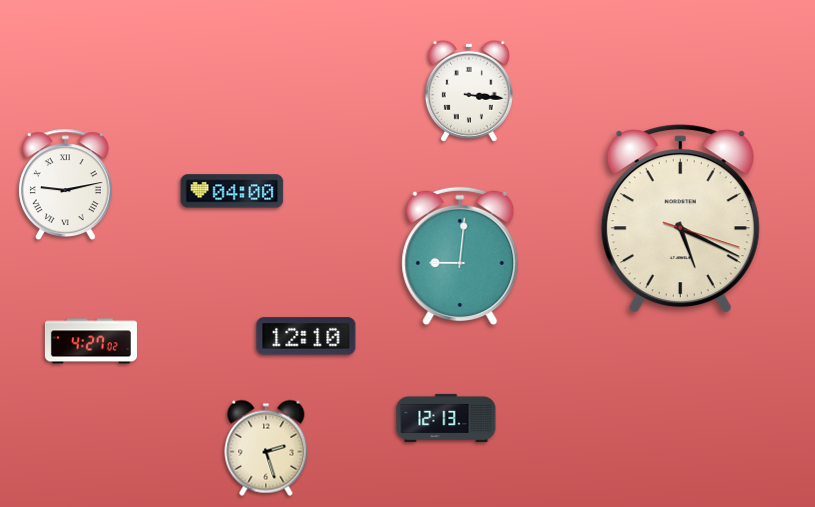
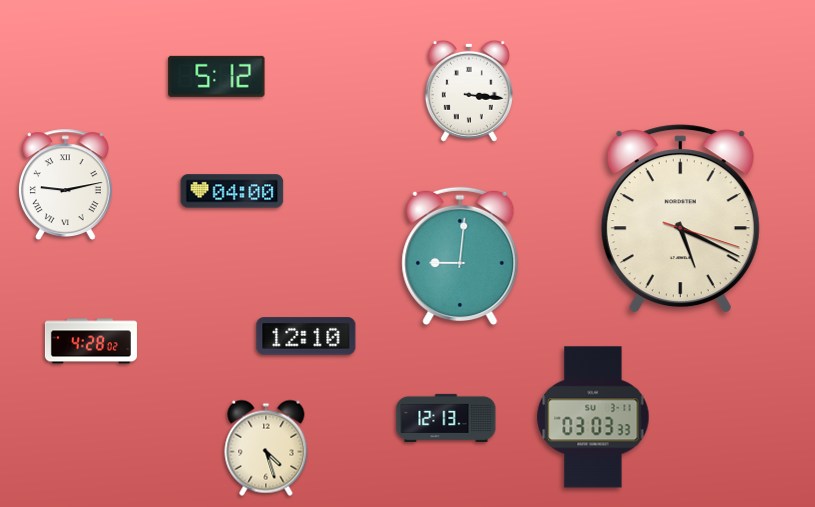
clock at (217, 76): none -> 5:12
clock at (91, 341): 4:27 -> 4:28
clock at (593, 417): none -> 03:03
clock at (266, 448): 2:27 -> 4:27
